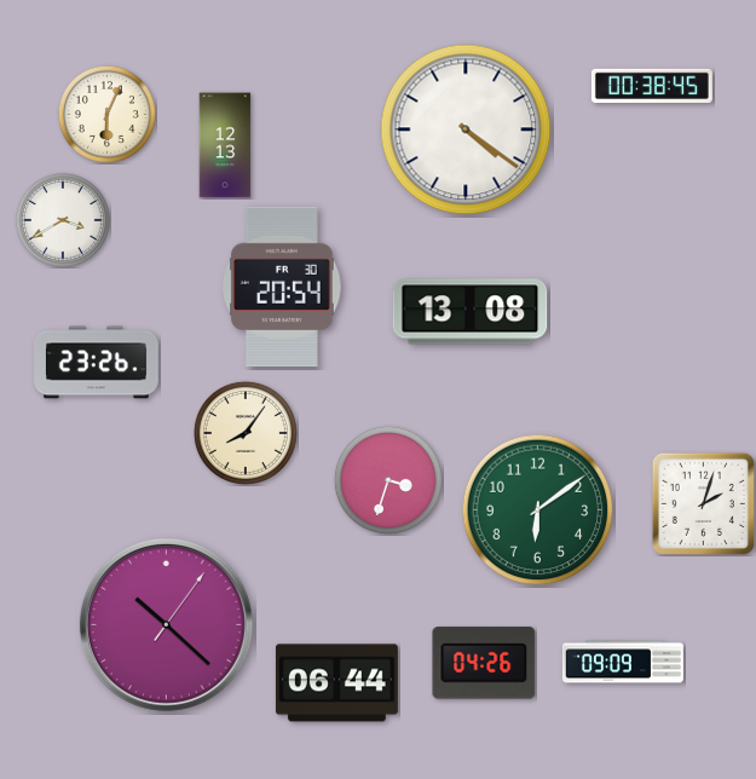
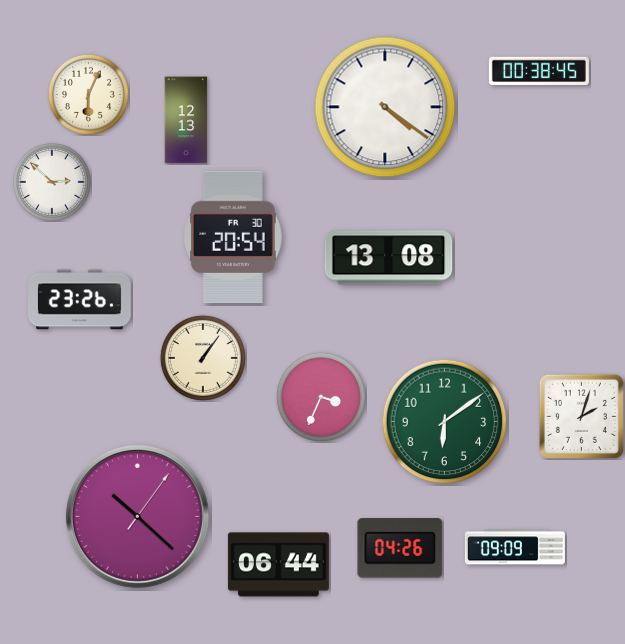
clock at (63, 220): 3:40 -> 2:52
clock at (246, 433): 8:06 -> 1:06
clock at (388, 480): 3:33 -> 3:34
